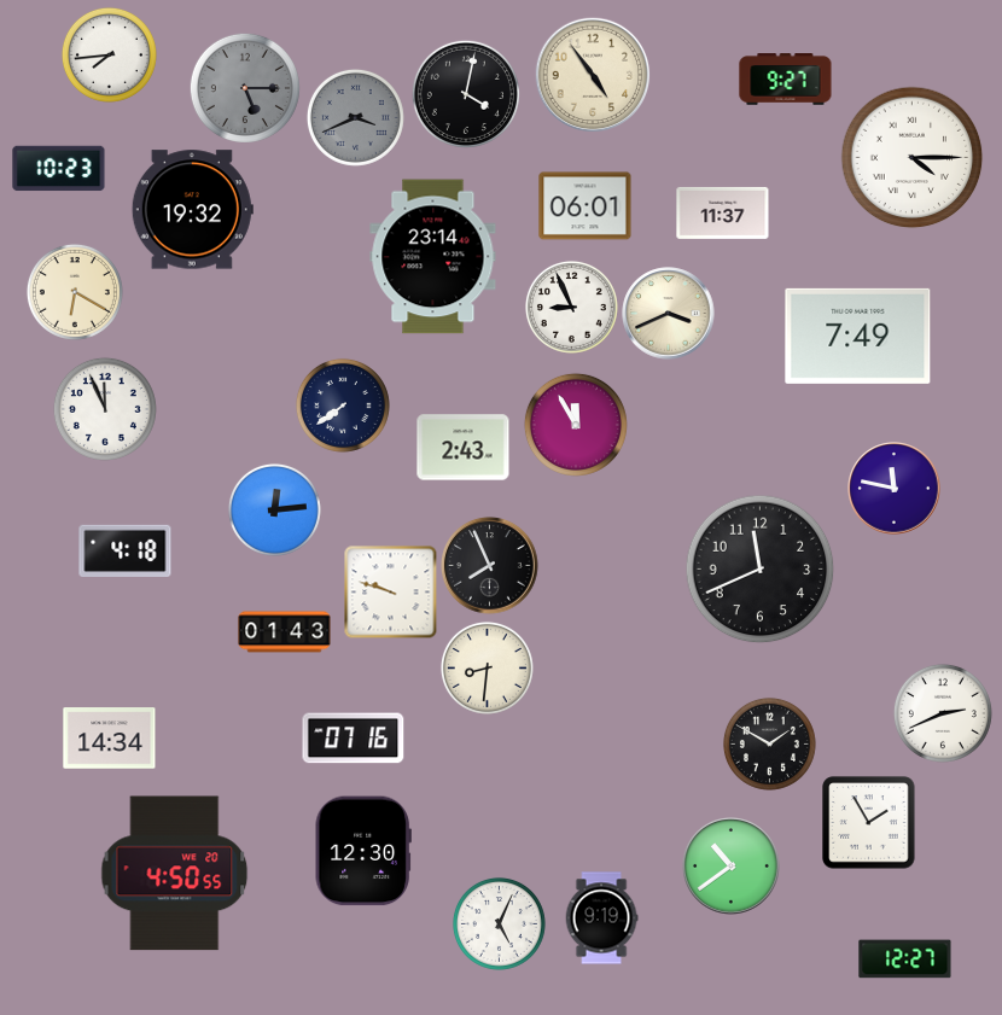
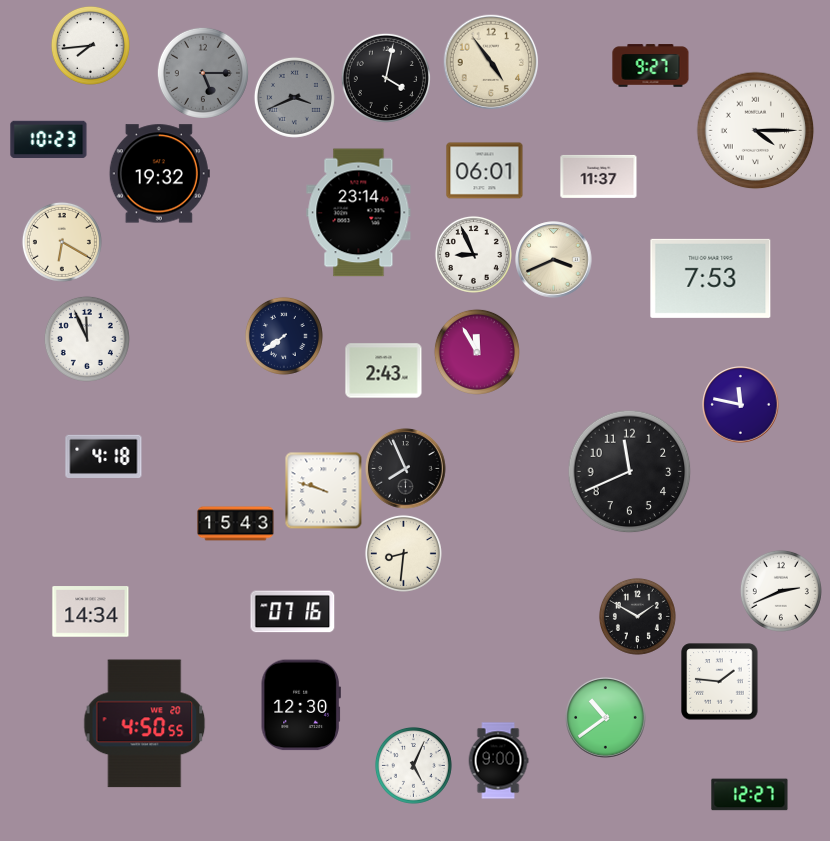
clock at (858, 336): 7:49 -> 7:53
clock at (274, 509): 12:14 -> none
clock at (285, 632): 01:43 -> 15:43
clock at (869, 823): 1:55 -> 1:46
clock at (601, 918): 9:19 -> 9:00
